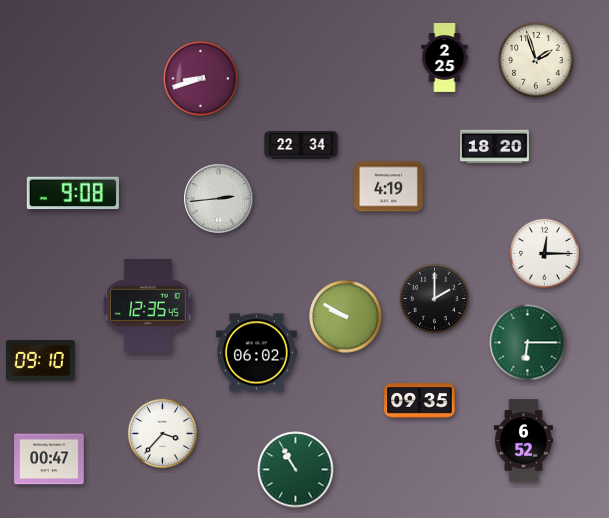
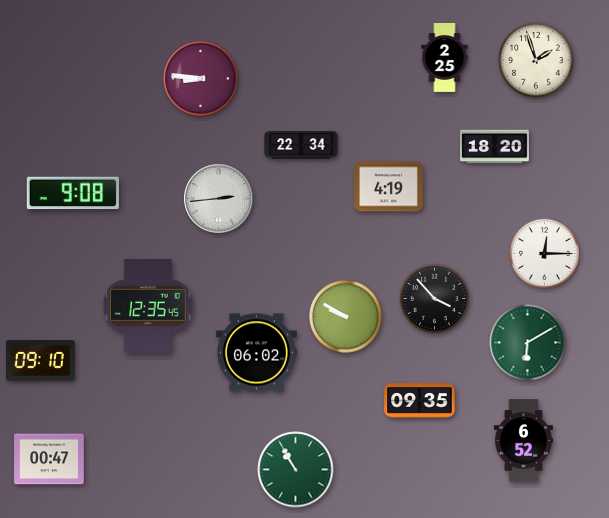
clock at (201, 79): 8:42 -> 8:46
clock at (434, 298): 2:00 -> 3:53
clock at (528, 343): 6:15 -> 6:10
clock at (162, 433): 3:37 -> none
